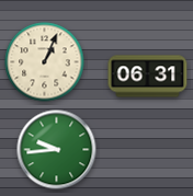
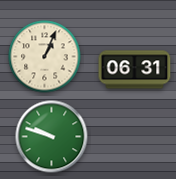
clock at (45, 62) position: (45, 62) -> (45, 57)
clock at (57, 150): 9:44 -> 9:48
